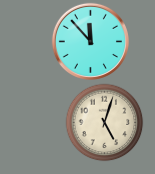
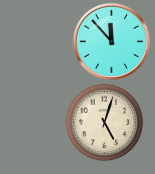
clock at (90, 41) position: (90, 41) -> (111, 41)
